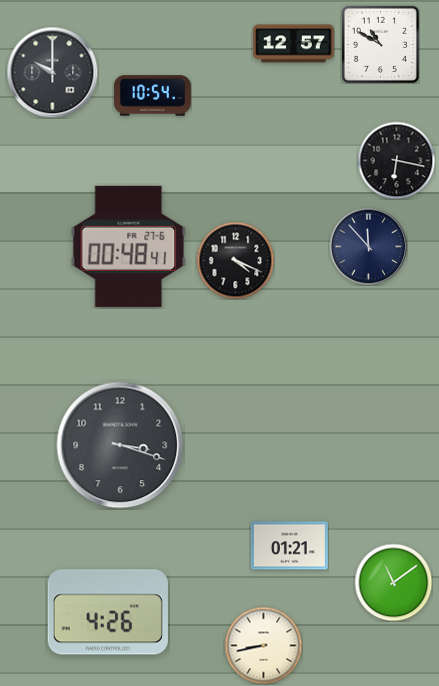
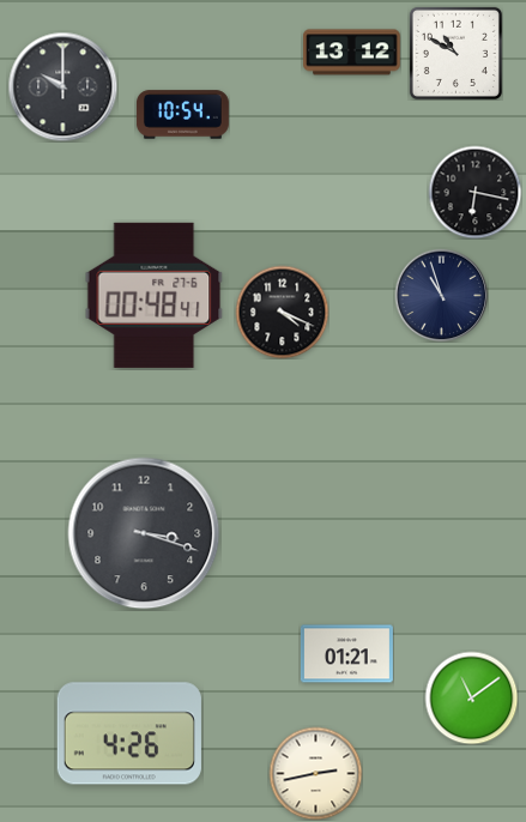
clock at (294, 44): 12:57 -> 13:12
clock at (368, 246): 11:53 -> 10:57
clock at (263, 645): 8:43 -> 2:43
